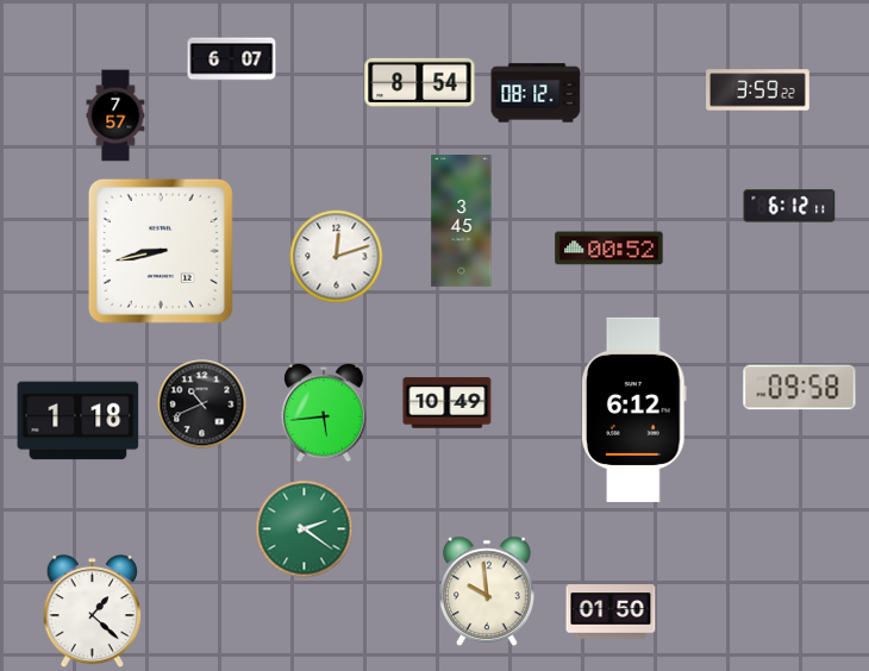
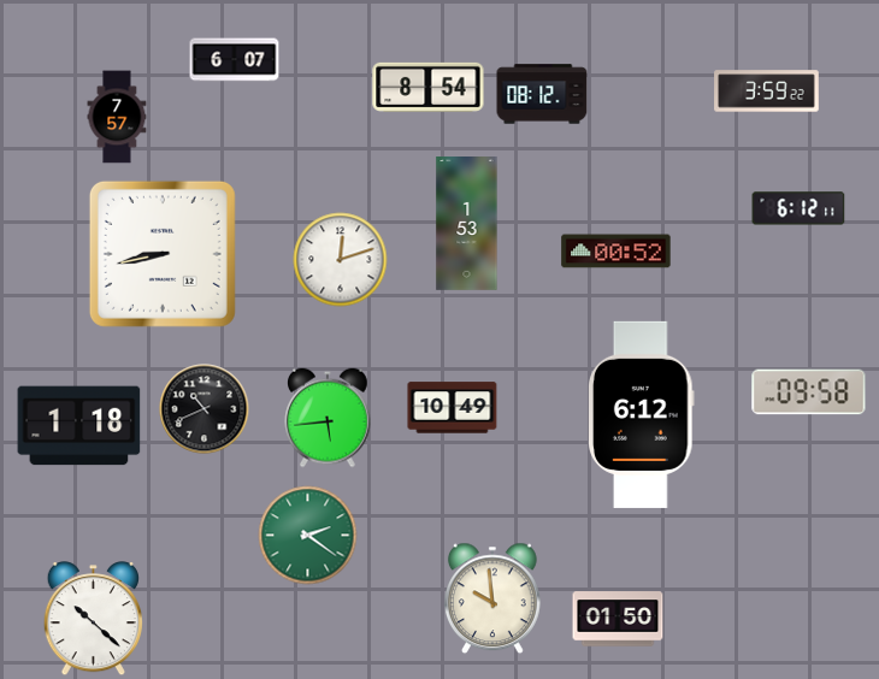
clock at (420, 82) position: (420, 82) -> (429, 87)
clock at (462, 221): 3:45 -> 1:53
clock at (92, 612): 1:22 -> 10:22
